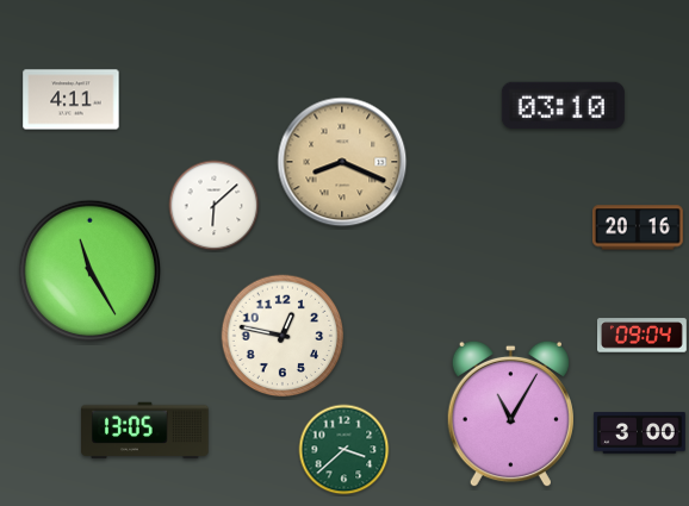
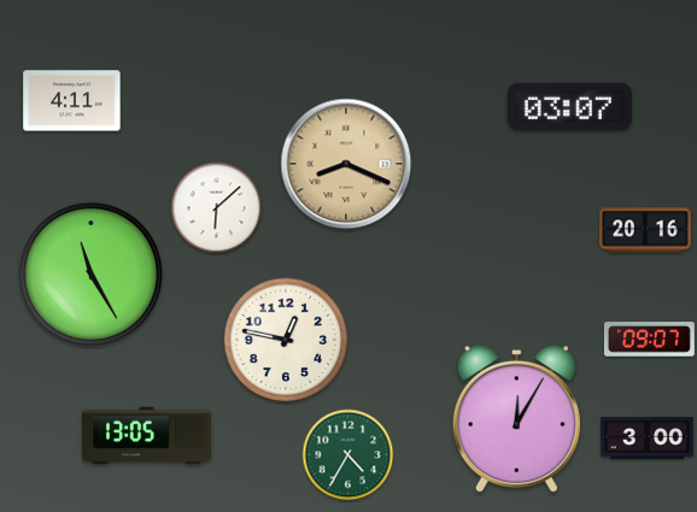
clock at (563, 105): 03:10 -> 03:07
clock at (641, 336): 09:04 -> 09:07
clock at (510, 414): 11:05 -> 12:05
clock at (344, 450): 3:38 -> 4:35
